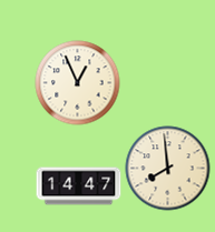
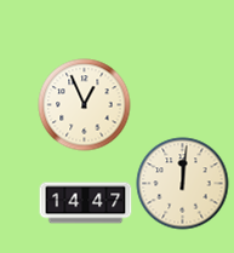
clock at (78, 83) position: (78, 83) -> (85, 105)
clock at (168, 169): 7:59 -> 12:01
